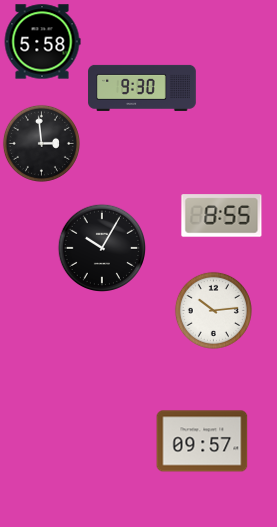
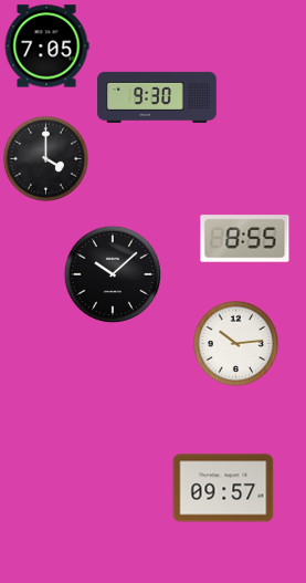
clock at (42, 42): 5:58 -> 7:05
clock at (41, 143): 2:59 -> 4:00
clock at (101, 247): 10:05 -> 10:08
